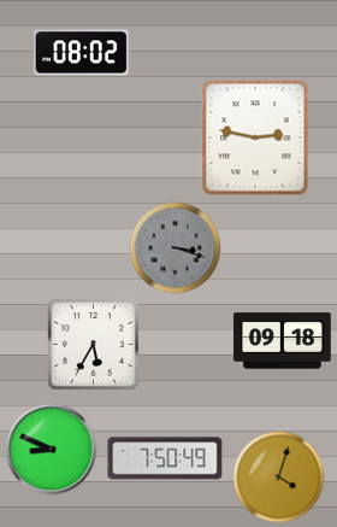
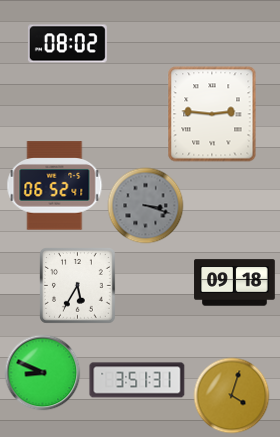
clock at (255, 137): 2:47 -> 2:46
clock at (55, 186): none -> 06:52
clock at (165, 458): 7:50 -> 3:51
